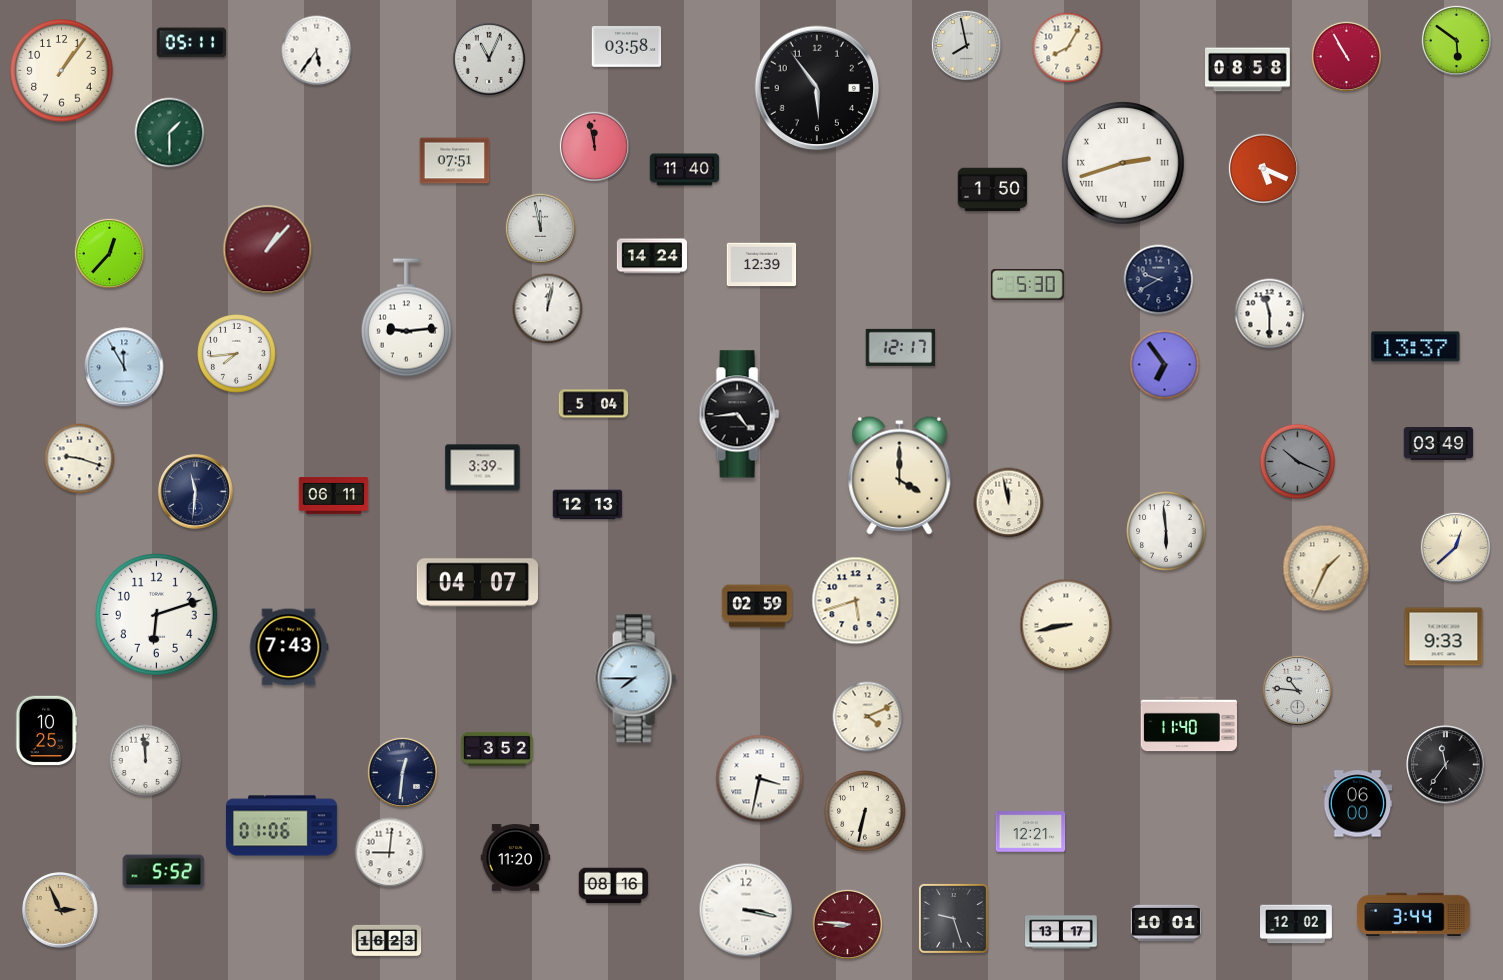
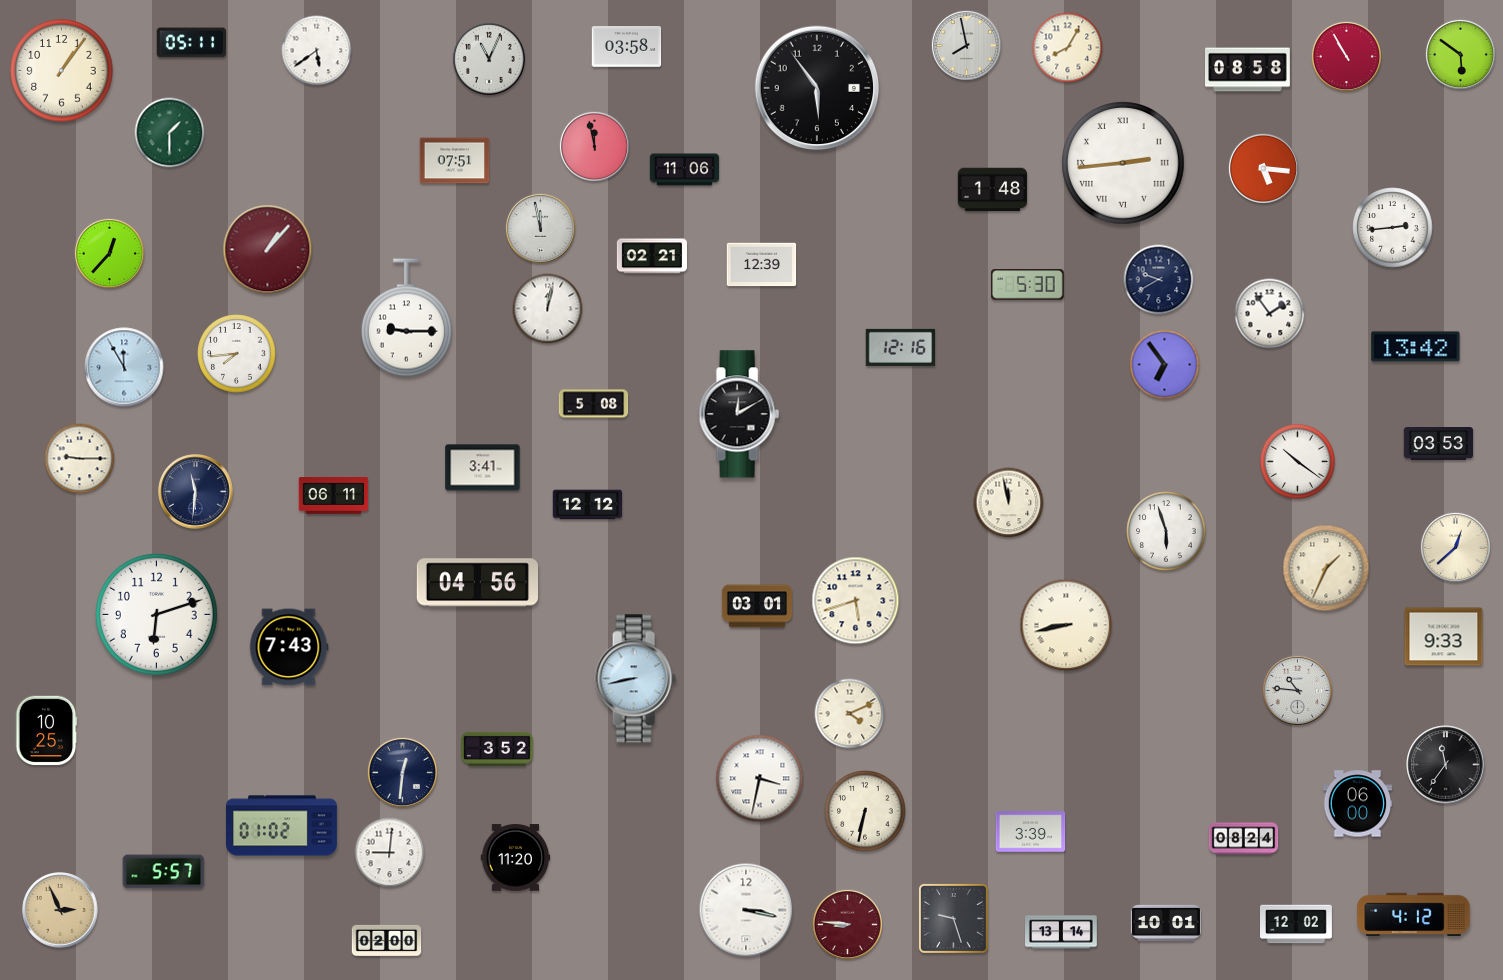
clock at (1456, 40) position: (1456, 40) -> (1460, 54)
clock at (317, 51): 5:36 -> 5:39
clock at (1123, 163): 2:42 -> 2:44
clock at (1263, 168): 5:19 -> 5:16
clock at (685, 170): 11:40 -> 11:06
clock at (993, 190): 1:50 -> 1:48
clock at (1393, 228): none -> 2:44
clock at (652, 256): 14:24 -> 02:21
clock at (1270, 314): 11:30 -> 1:54
clock at (406, 318): 9:14 -> 9:15
clock at (901, 347): 12:17 -> 12:16
clock at (1416, 347): 13:37 -> 13:42
clock at (594, 404): 5:04 -> 5:08
clock at (739, 414): 4:44 -> 12:10
clock at (1439, 444): 03:49 -> 03:53
clock at (80, 459): 9:18 -> 9:15
clock at (1297, 461): 10:19 -> 10:21
clock at (1297, 461) dial: grey -> white
clock at (483, 468): 3:39 -> 3:41
clock at (900, 475): 4:00 -> none
clock at (588, 505): 12:13 -> 12:12
clock at (1166, 531): 5:59 -> 5:57
clock at (477, 583): 04:07 -> 04:56
clock at (756, 606): 02:59 -> 03:01
clock at (635, 679): 7:45 -> 8:43
clock at (868, 717) position: (868, 717) -> (850, 714)
clock at (1188, 724): 11:40 -> none
clock at (146, 761): 11:59 -> none
clock at (282, 826): 01:06 -> 01:02
clock at (1031, 832): 12:21 -> 3:39
clock at (1244, 839): none -> 08:24
clock at (164, 872): 5:52 -> 5:57
clock at (614, 886): 08:16 -> none
clock at (1414, 914): 3:44 -> 4:12
clock at (1062, 932): 13:17 -> 13:14
clock at (387, 940): 16:23 -> 02:00
